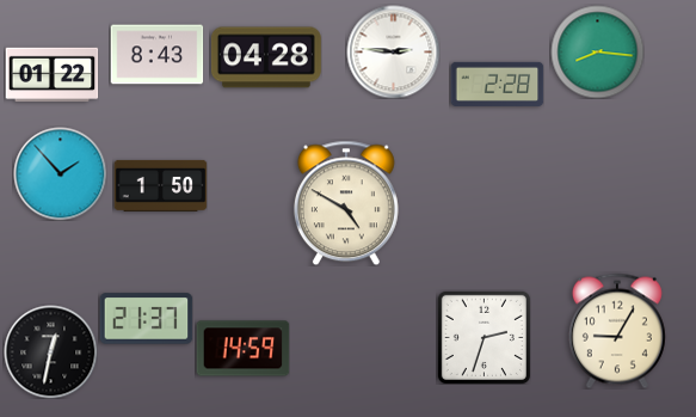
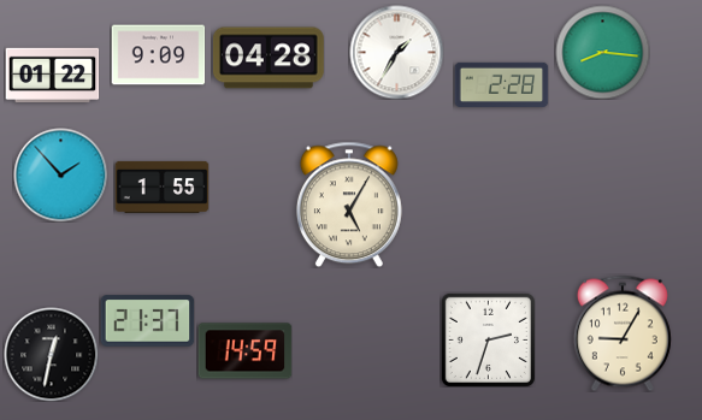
clock at (393, 51): 2:46 -> 1:35
clock at (156, 55): 8:43 -> 9:09
clock at (160, 185): 1:50 -> 1:55
clock at (346, 203): 4:50 -> 5:05
